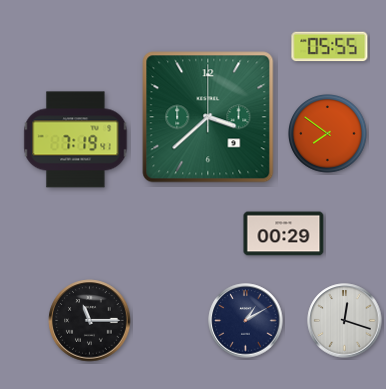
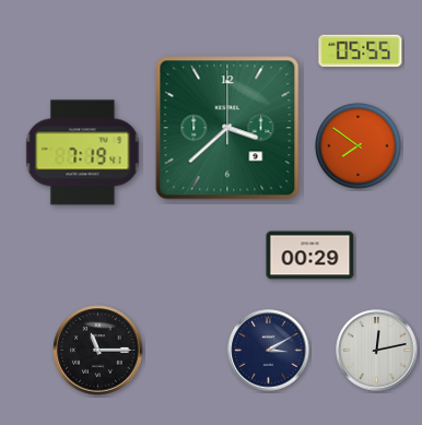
clock at (246, 321): 1:10 -> 3:10
clock at (345, 321): 12:18 -> 12:13
